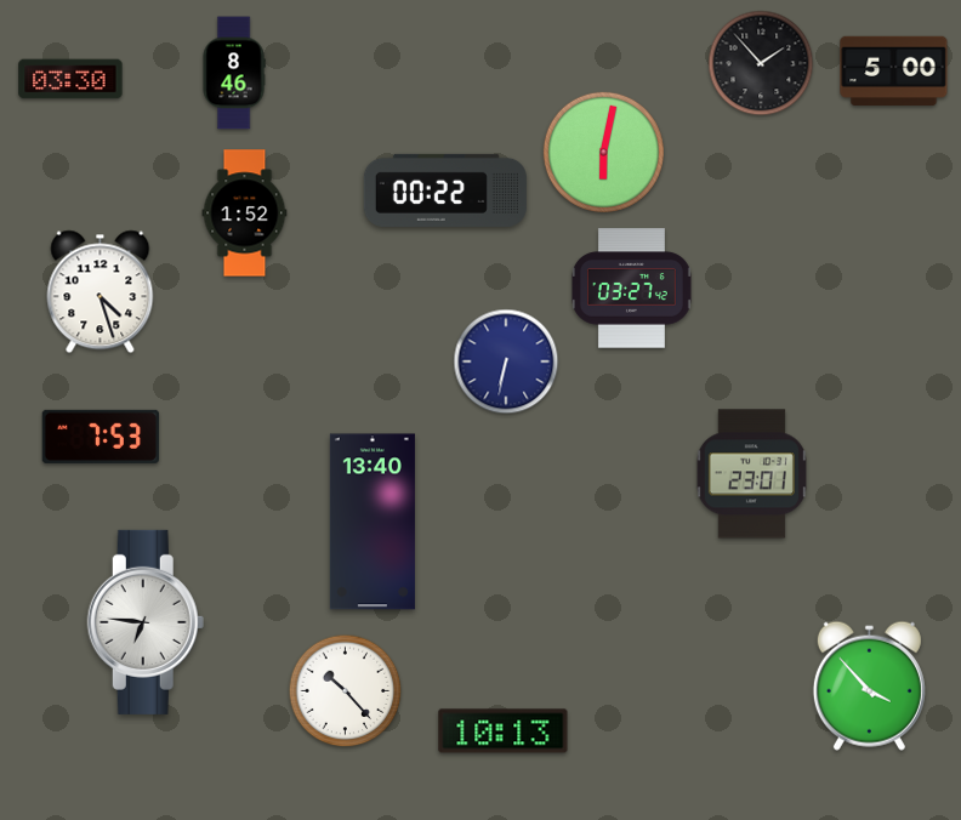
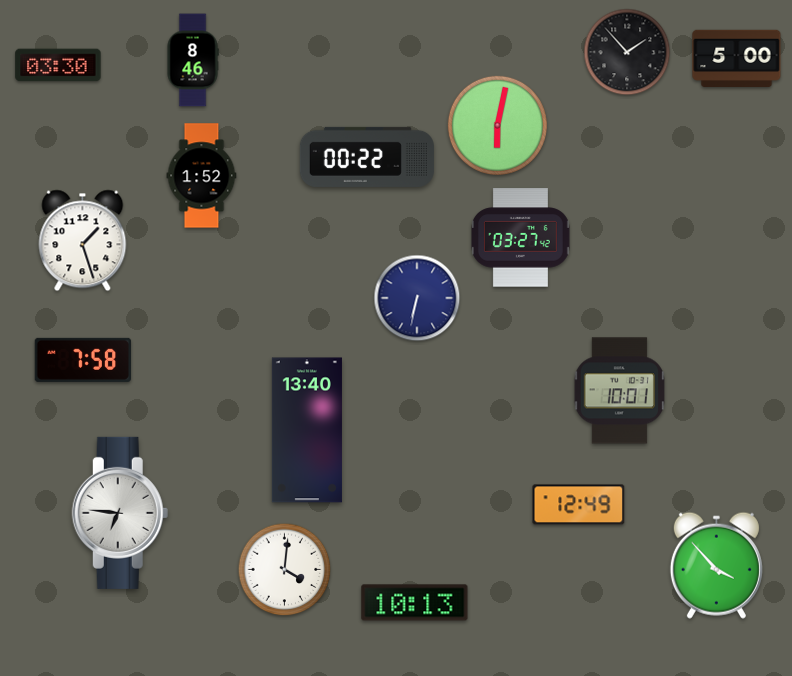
clock at (101, 292): 4:27 -> 1:27
clock at (101, 437): 7:53 -> 7:58
clock at (751, 474): 23:01 -> 10:01
clock at (579, 505): none -> 12:49
clock at (346, 691): 10:23 -> 4:01
